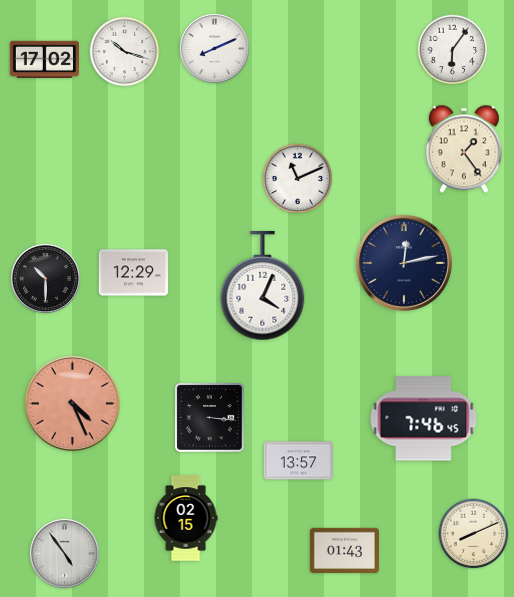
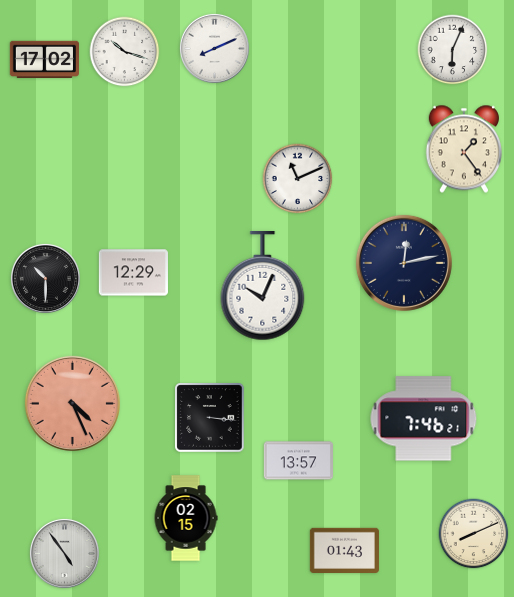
clock at (453, 50): 6:06 -> 6:04
clock at (263, 286): 4:04 -> 10:04
clock at (424, 419): 7:46:45 -> 7:46:21
